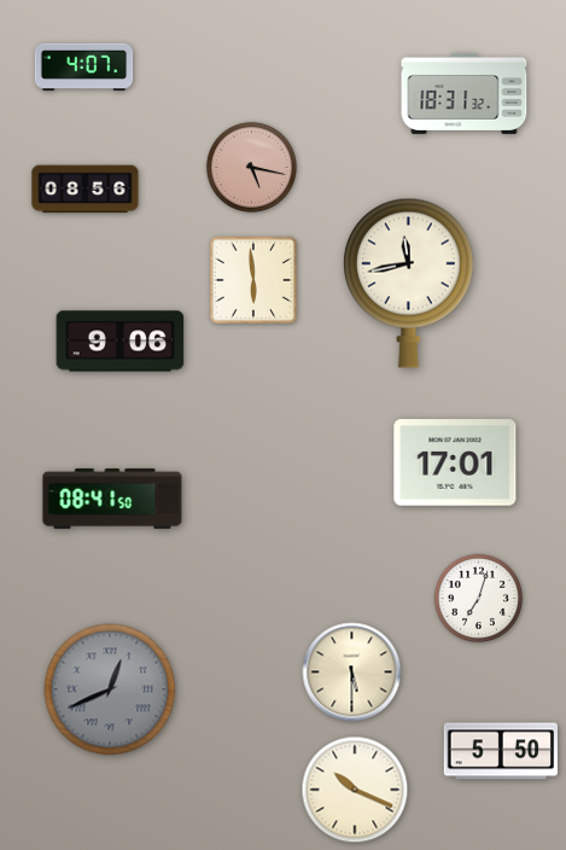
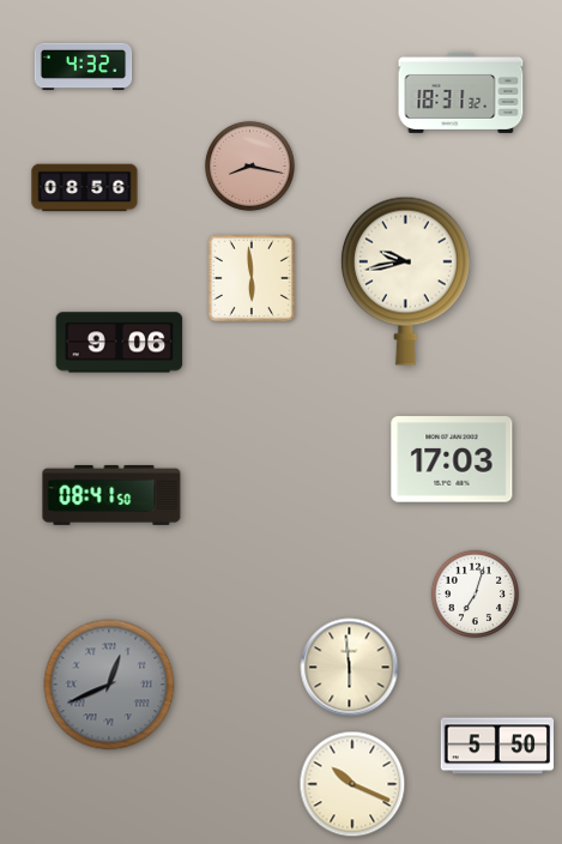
clock at (84, 68): 4:07 -> 4:32
clock at (251, 167): 5:17 -> 8:17
clock at (408, 283): 11:43 -> 9:43
clock at (121, 342) position: (121, 342) -> (120, 343)
clock at (455, 462): 17:01 -> 17:03
clock at (352, 673): 5:30 -> 5:59
